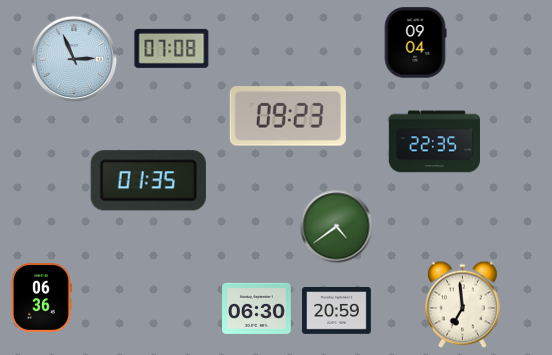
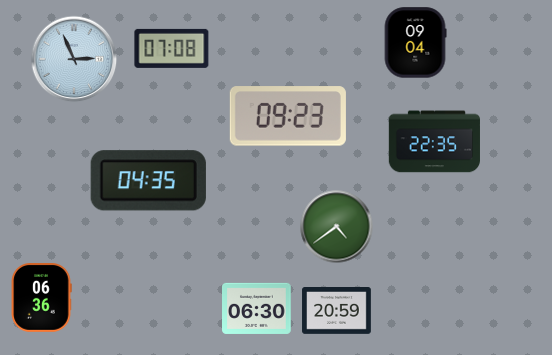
clock at (148, 181): 01:35 -> 04:35
clock at (463, 305): 6:59 -> none
